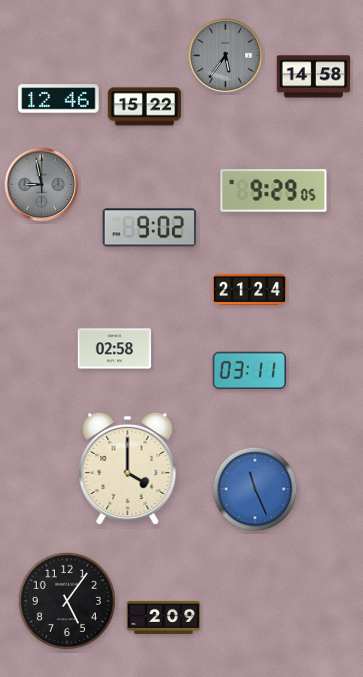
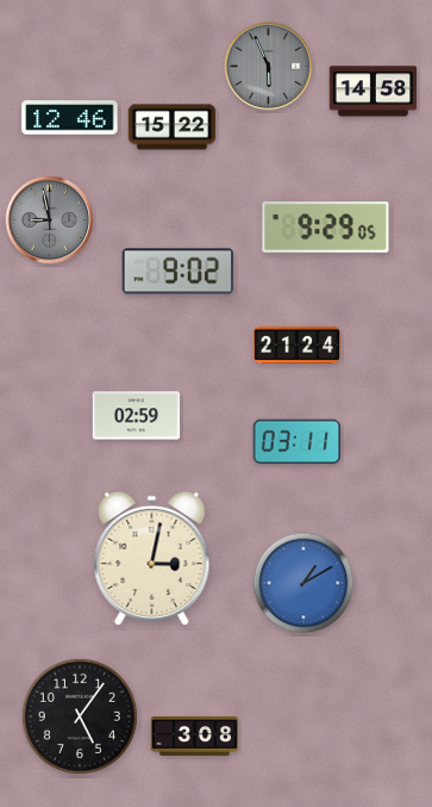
clock at (226, 56): 5:36 -> 5:56
clock at (115, 349): 02:58 -> 02:59
clock at (128, 469): 4:00 -> 3:02
clock at (255, 489): 11:26 -> 1:10
clock at (164, 617): 2:09 -> 3:08
